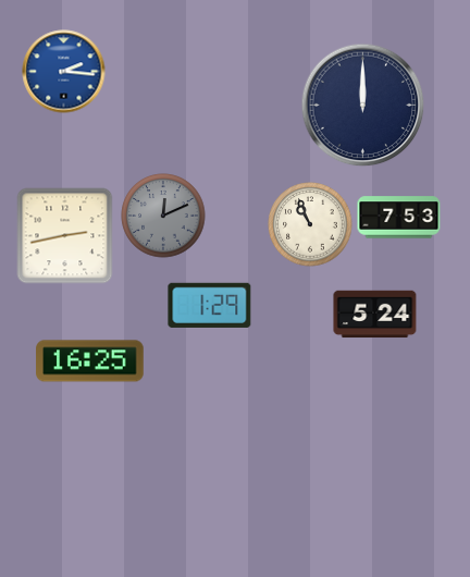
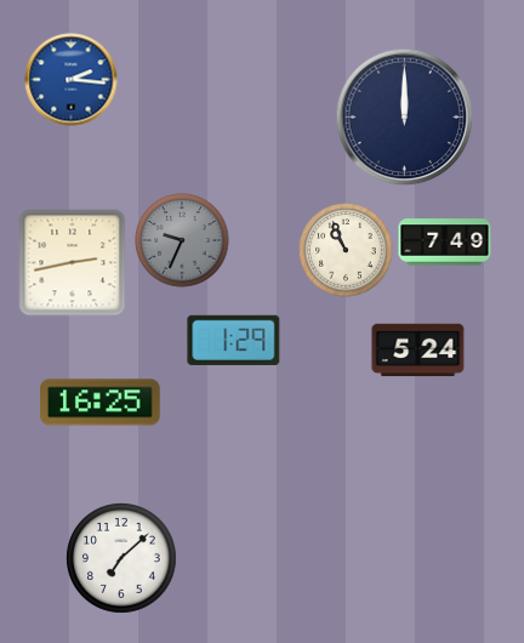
clock at (163, 216): 12:11 -> 9:34
clock at (399, 218): 7:53 -> 7:49
clock at (121, 558): none -> 7:08
